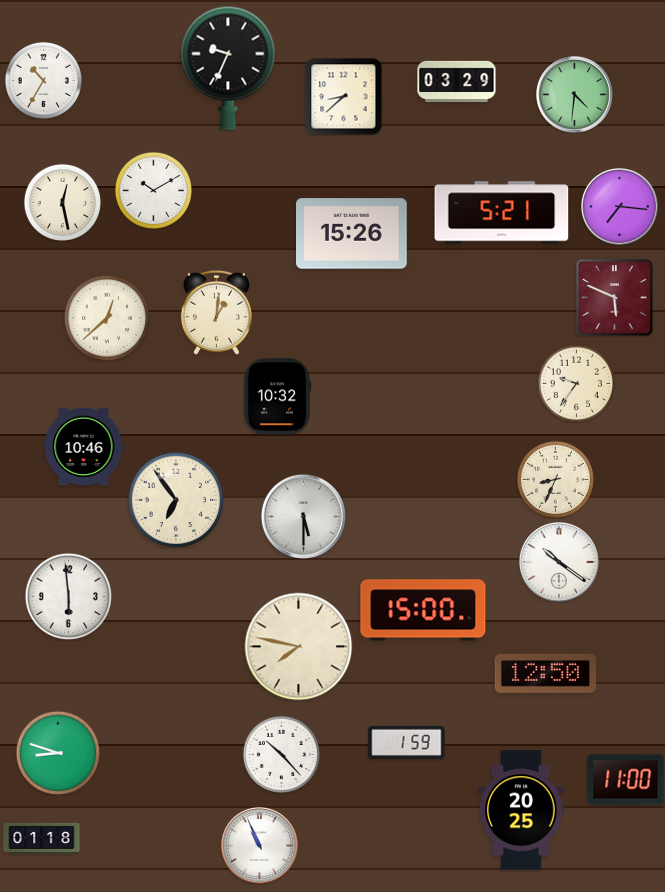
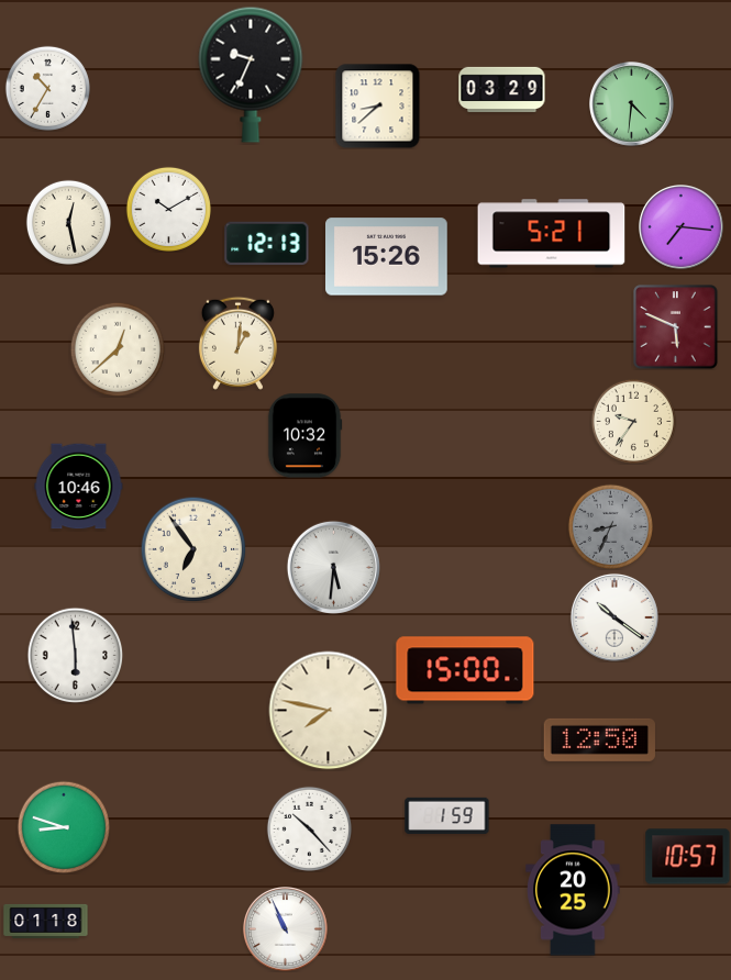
clock at (267, 244): none -> 12:13
clock at (84, 447) position: (84, 447) -> (79, 487)
clock at (555, 479) dial: cream -> grey
clock at (303, 516): 5:30 -> 5:31
clock at (626, 780): 11:00 -> 10:57
